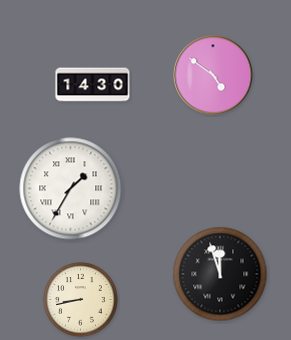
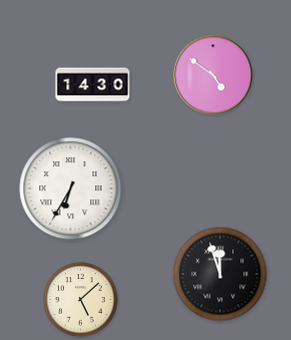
clock at (71, 189): 1:35 -> 6:35
clock at (81, 300): 8:43 -> 5:08
